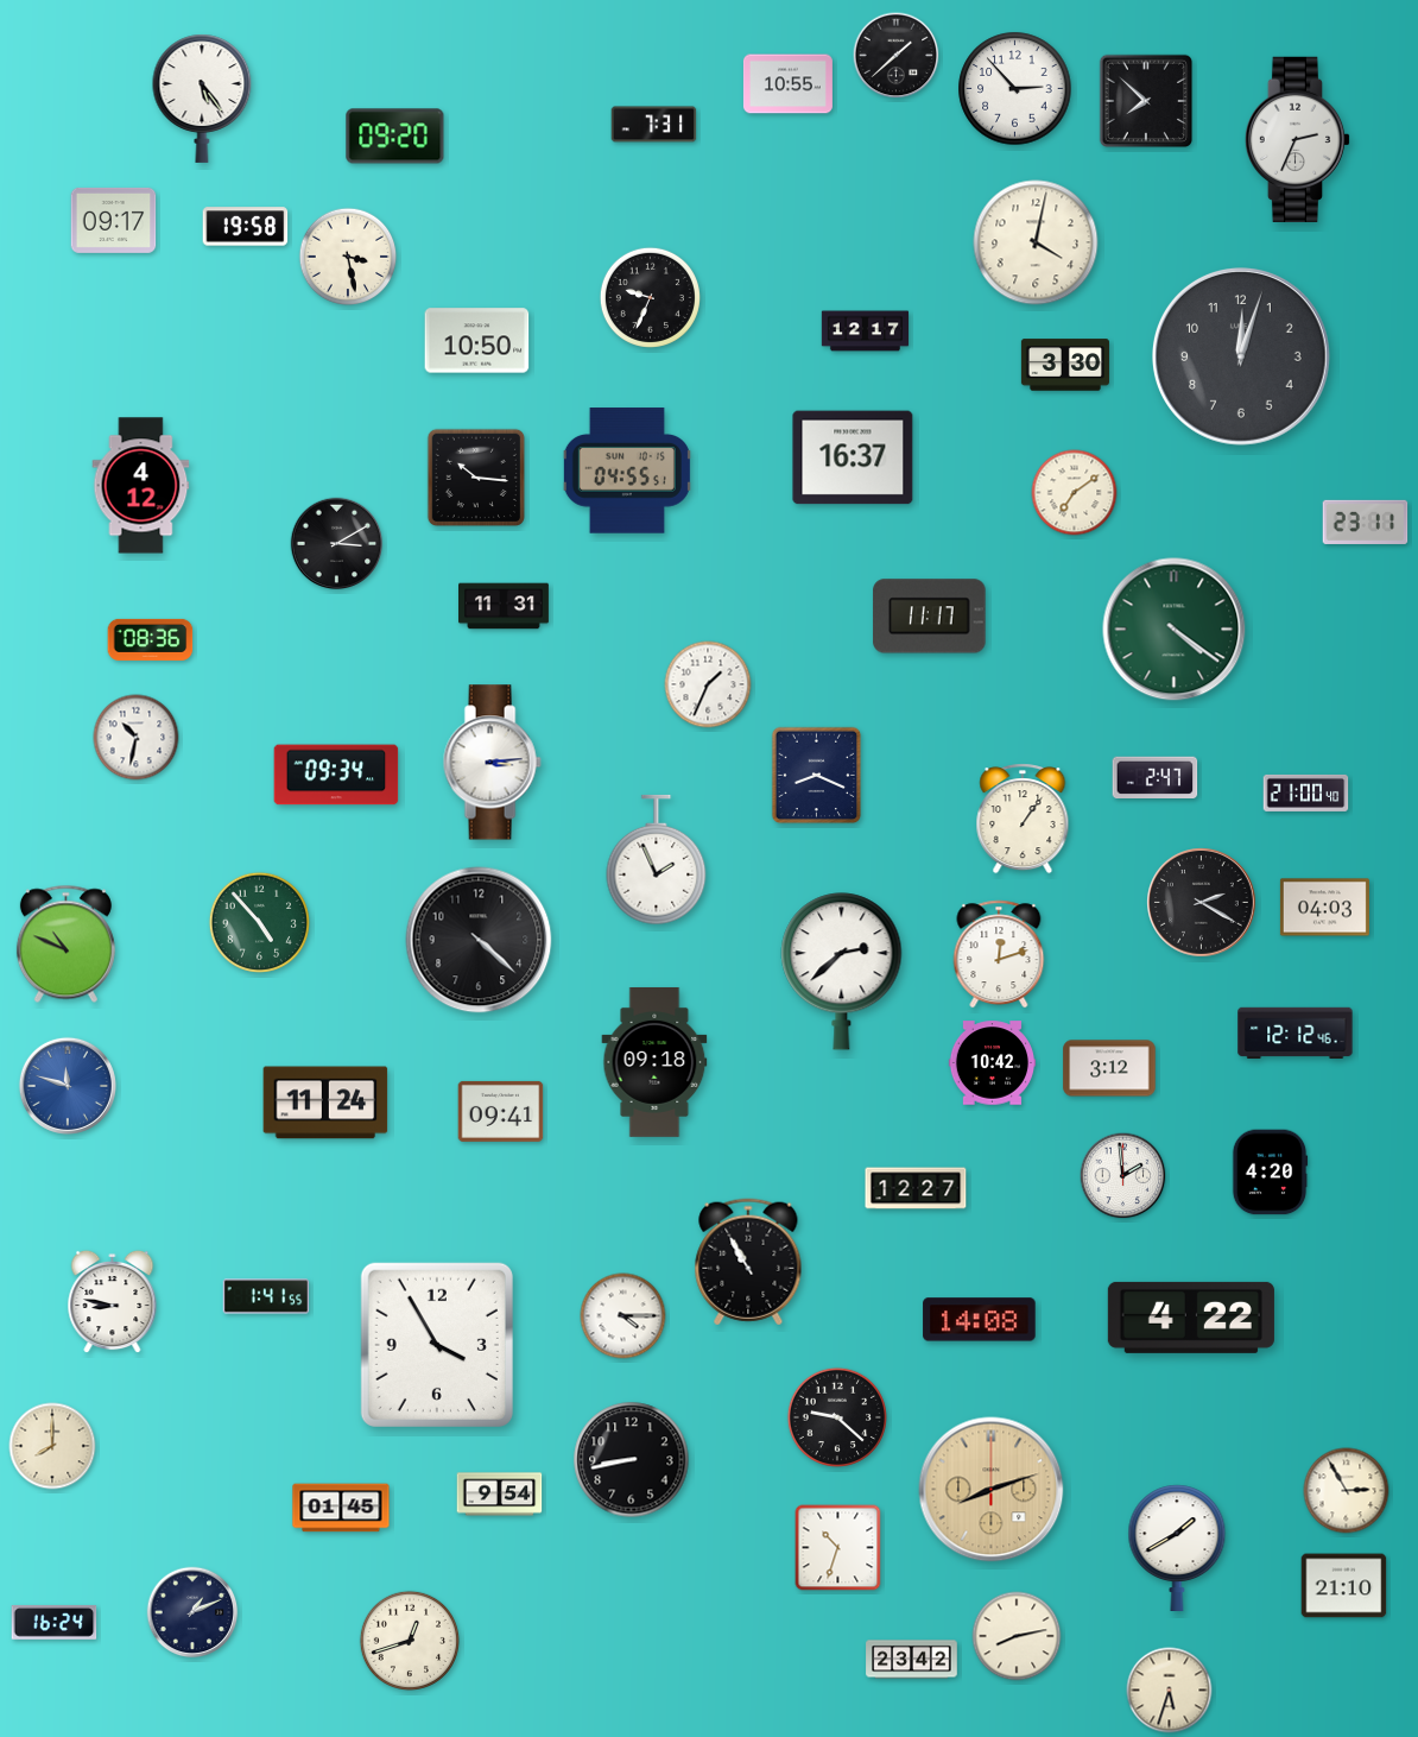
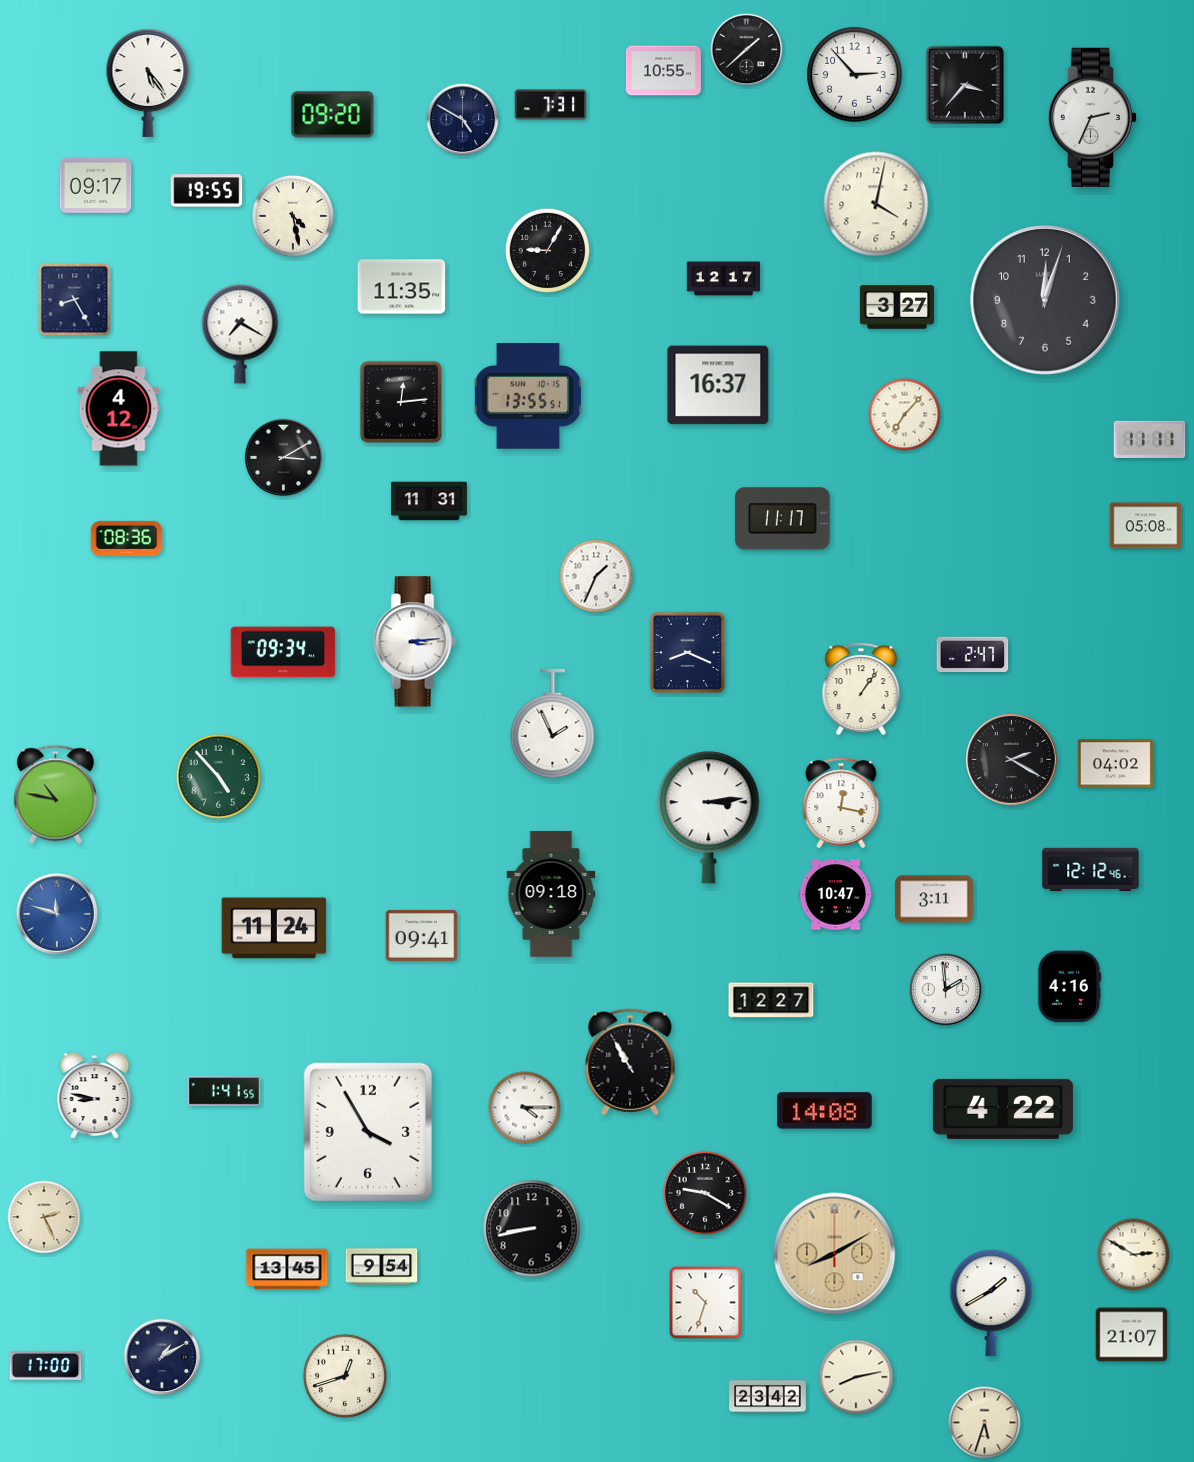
clock at (897, 56) position: (897, 56) -> (747, 50)
clock at (202, 99) position: (202, 99) -> (148, 83)
clock at (1145, 100): 7:52 -> 3:37
clock at (463, 120): none -> 4:50
clock at (246, 227): 19:58 -> 19:55
clock at (1036, 242) position: (1036, 242) -> (876, 204)
clock at (348, 257): 3:28 -> 4:28
clock at (650, 297): 9:34 -> 9:05
clock at (866, 331) position: (866, 331) -> (724, 279)
clock at (477, 341): 10:50 -> 11:35
clock at (75, 300): none -> 8:25
clock at (1065, 365): 3:30 -> 3:27
clock at (240, 334): none -> 7:20
clock at (627, 470): 04:55 -> 13:55
clock at (475, 476): 10:16 -> 12:14
clock at (1075, 493): 7:09 -> 7:07
clock at (1366, 522): 23:11 -> 11:11
clock at (505, 606) position: (505, 606) -> (430, 501)
clock at (1146, 526): none -> 05:08
clock at (1175, 630): 4:21 -> none
clock at (137, 738): 10:32 -> none
clock at (1306, 792): 21:00 -> none
clock at (1324, 908): 04:03 -> 04:02
clock at (479, 940): 4:22 -> none
clock at (65, 945): 10:49 -> 10:47
clock at (999, 954): 12:12 -> 12:17
clock at (842, 972): 2:38 -> 3:14
clock at (993, 1063): 10:42 -> 10:47
clock at (1109, 1068): 3:12 -> 3:11
clock at (1270, 1173): 4:20 -> 4:16
clock at (836, 1416): 9:22 -> 9:20
clock at (52, 1446): 8:00 -> 2:26
clock at (992, 1490): 8:12 -> 8:10
clock at (1347, 1491): 2:55 -> 2:50
clock at (500, 1495) position: (500, 1495) -> (382, 1267)
clock at (341, 1508): 01:45 -> 13:45
clock at (1344, 1586): 21:10 -> 21:07
clock at (192, 1612): 1:11 -> 1:10
clock at (55, 1623): 16:24 -> 17:00
clock at (409, 1640) position: (409, 1640) -> (344, 1375)
